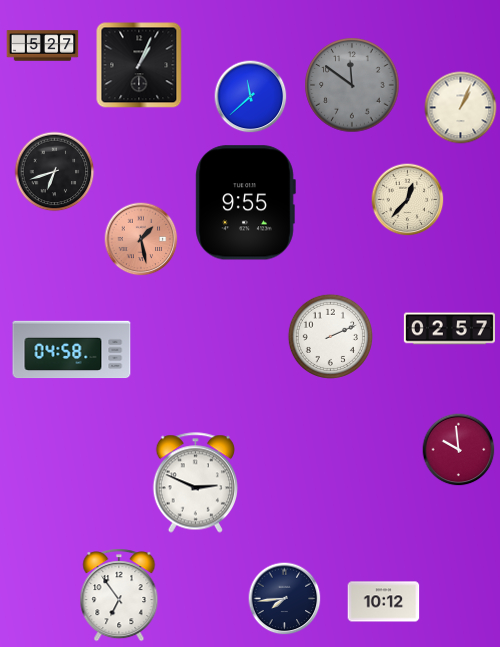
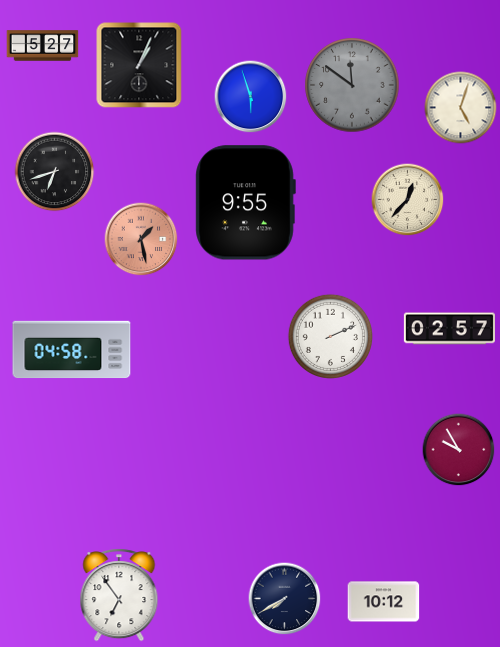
clock at (251, 97): 11:38 -> 5:57
clock at (461, 108): 1:04 -> 5:03
clock at (459, 450): 9:59 -> 9:55
clock at (195, 483): 2:49 -> none
clock at (285, 599): 7:44 -> 7:40
